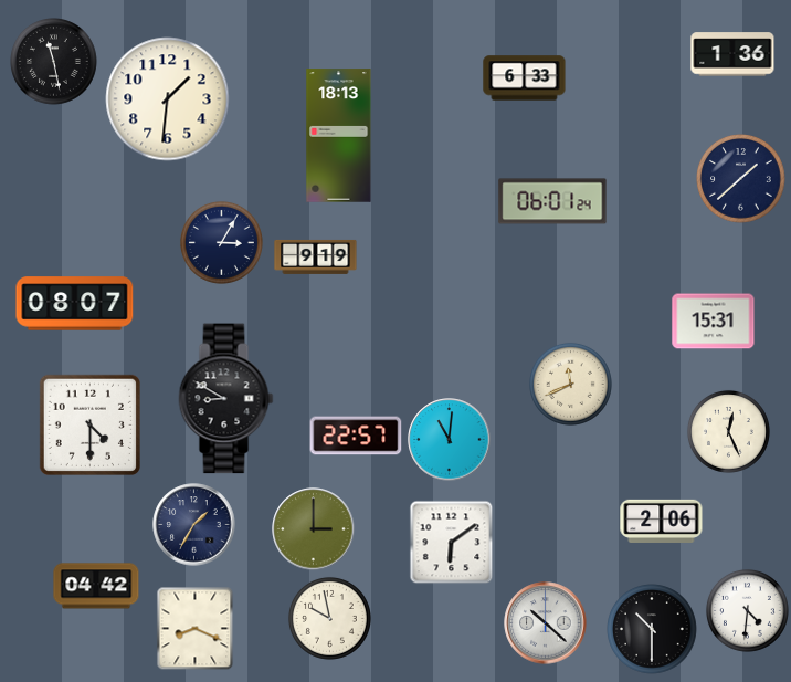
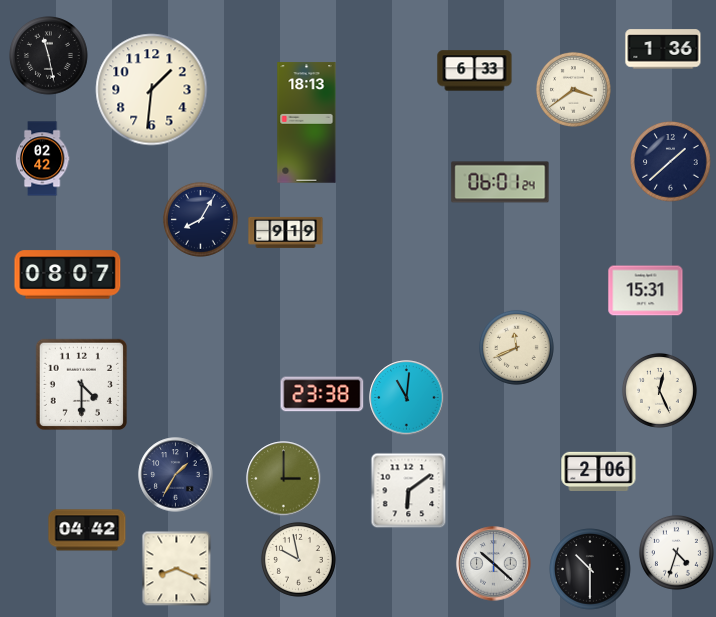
clock at (573, 90): none -> 3:39
clock at (42, 159): none -> 02:42
clock at (221, 243): 3:05 -> 8:05
clock at (226, 399): 8:50 -> none
clock at (356, 436): 22:57 -> 23:38
clock at (747, 611): 4:31 -> 4:33
